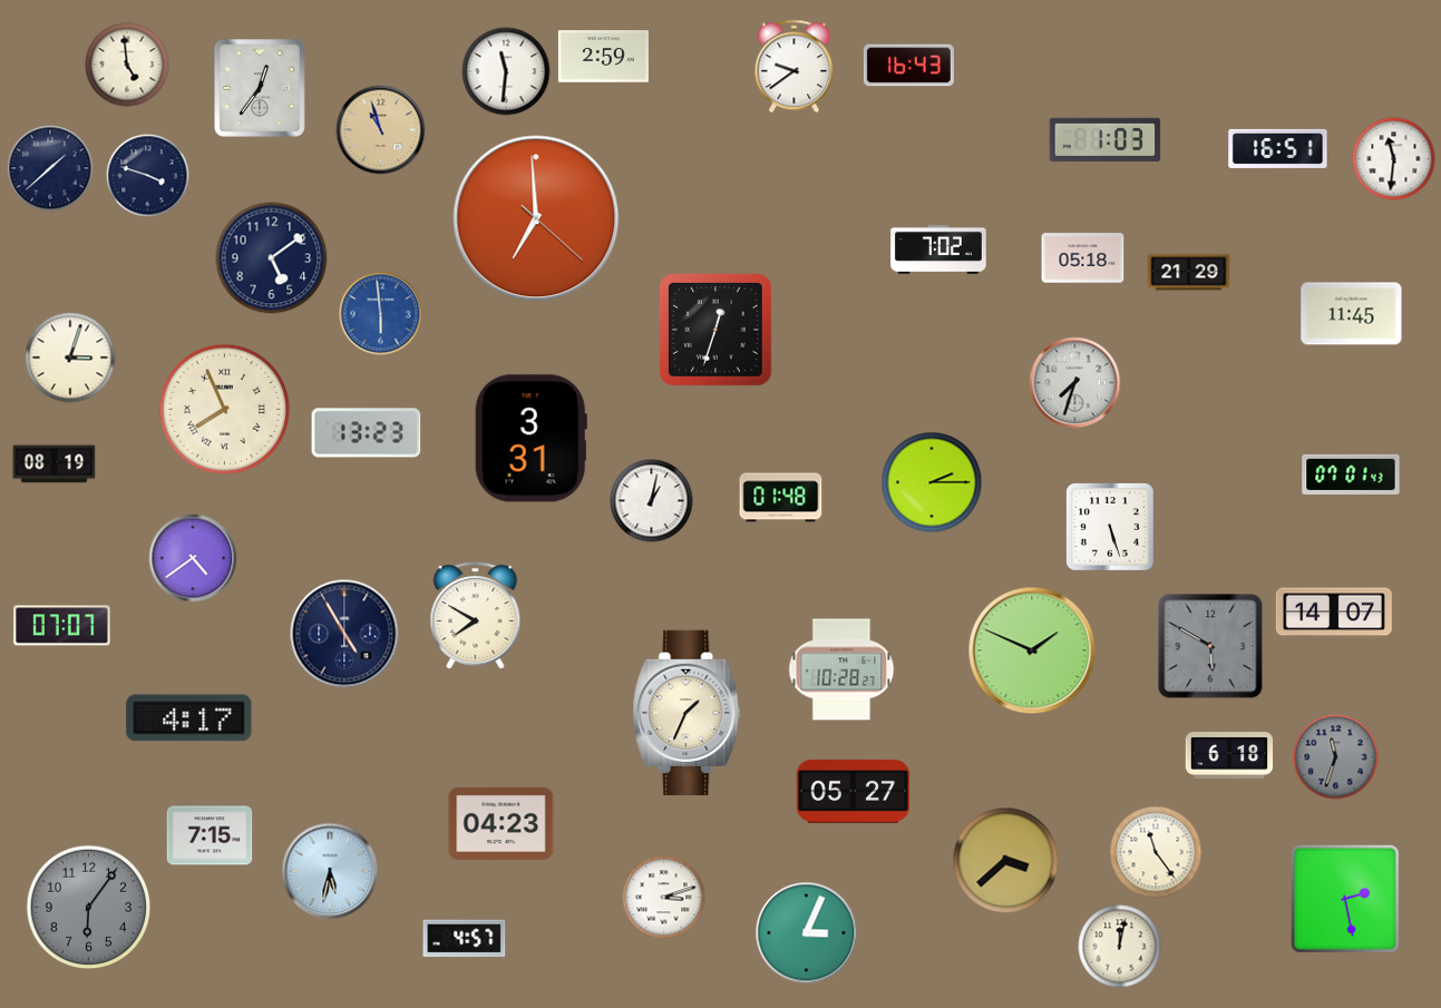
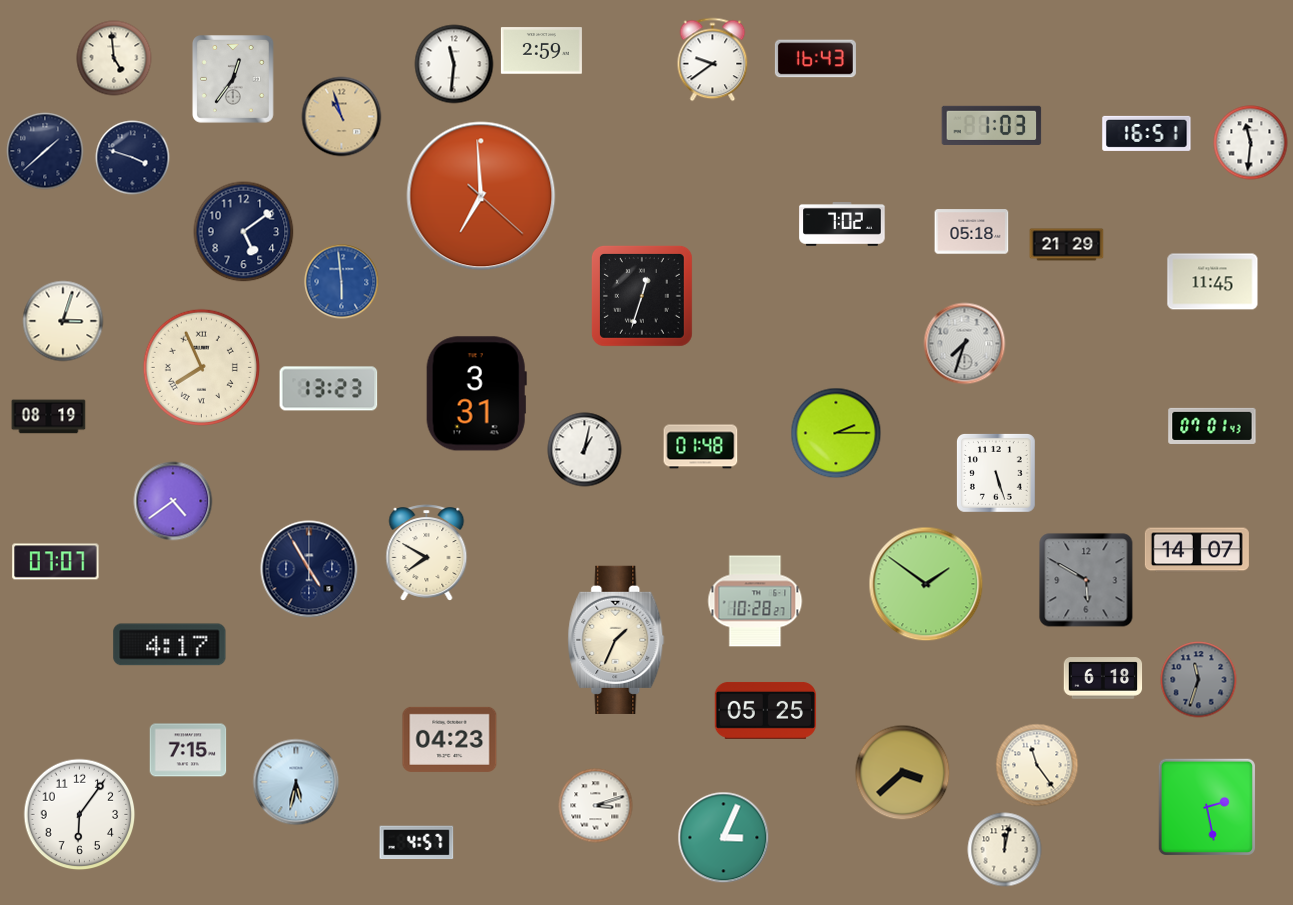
clock at (1032, 650): 1:49 -> 1:51
clock at (854, 792): 05:27 -> 05:25
clock at (89, 908) dial: grey -> white
